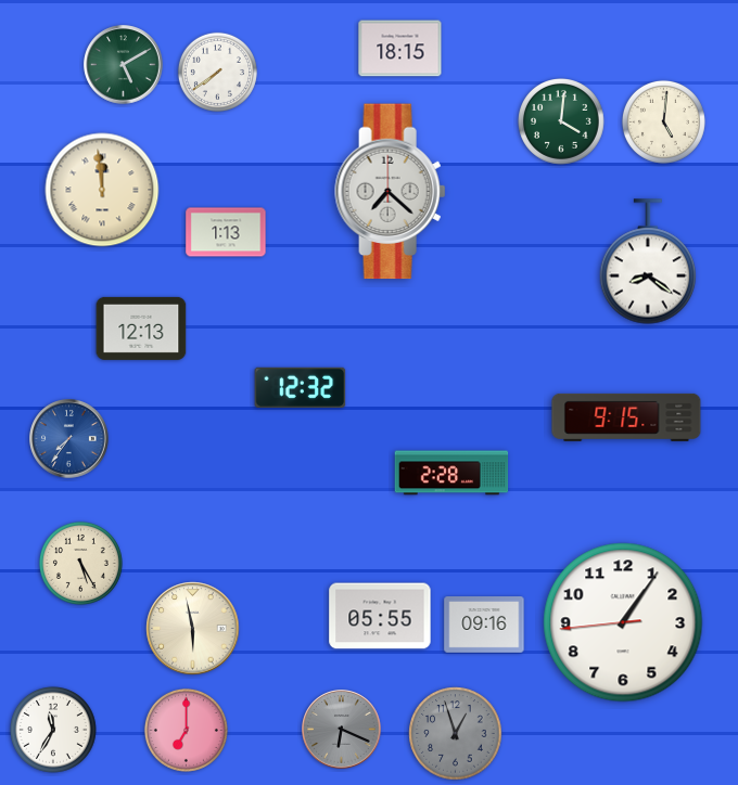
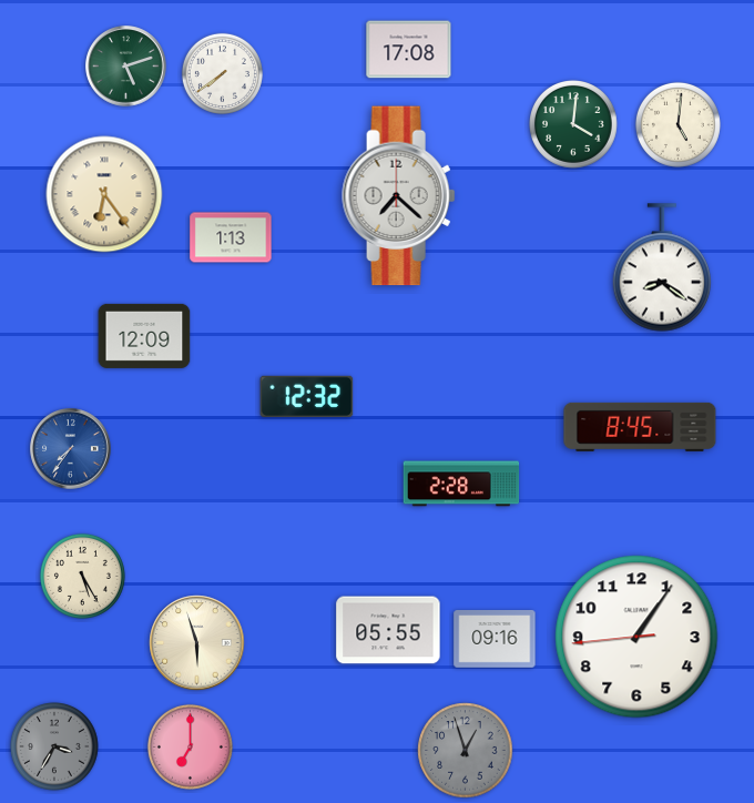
clock at (400, 49): 18:15 -> 17:08
clock at (124, 65): 5:10 -> 5:12
clock at (102, 190): 11:59 -> 6:24
clock at (141, 329): 12:13 -> 12:09
clock at (626, 417): 9:15 -> 8:45
clock at (193, 629): 5:58 -> 5:57
clock at (342, 730): 6:19 -> none
clock at (54, 731): 11:35 -> 3:35
clock at (54, 731) dial: white -> grey
